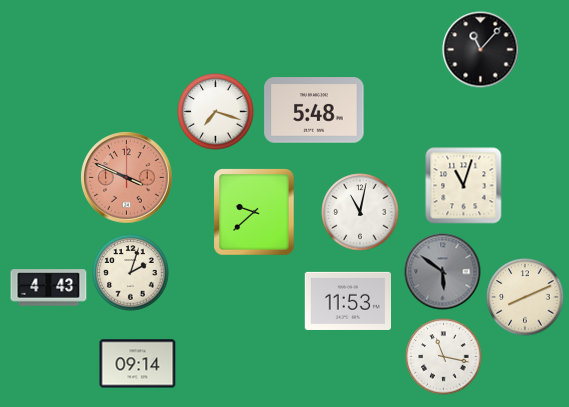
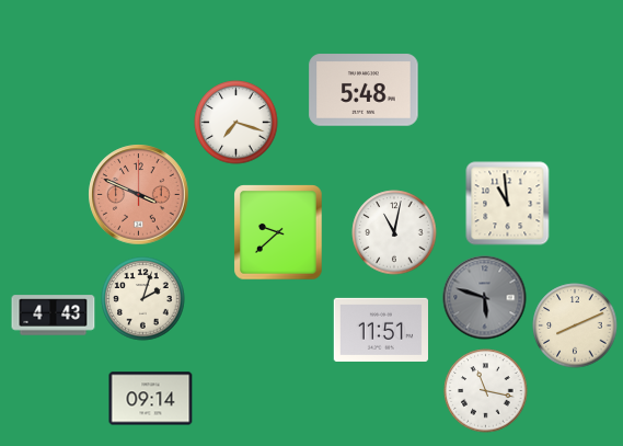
clock at (481, 50): 11:07 -> none
clock at (314, 110) position: (314, 110) -> (364, 90)
clock at (464, 186): 11:03 -> 10:59
clock at (443, 272): 5:51 -> 5:48
clock at (348, 301): 11:53 -> 11:51
